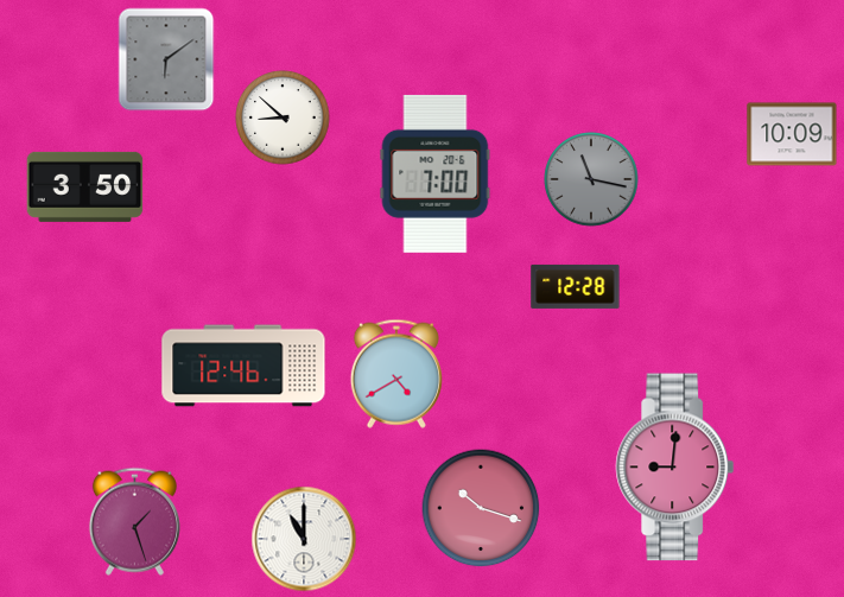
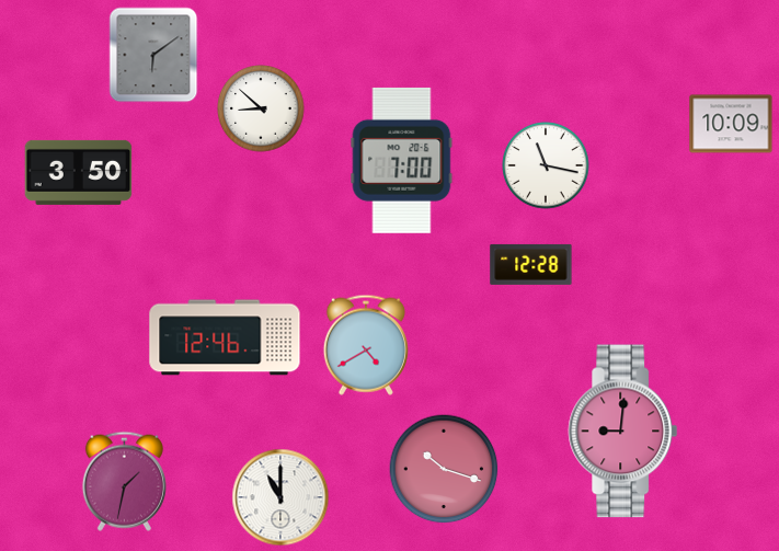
clock at (591, 179) dial: grey -> white
clock at (134, 521): 1:27 -> 1:32
